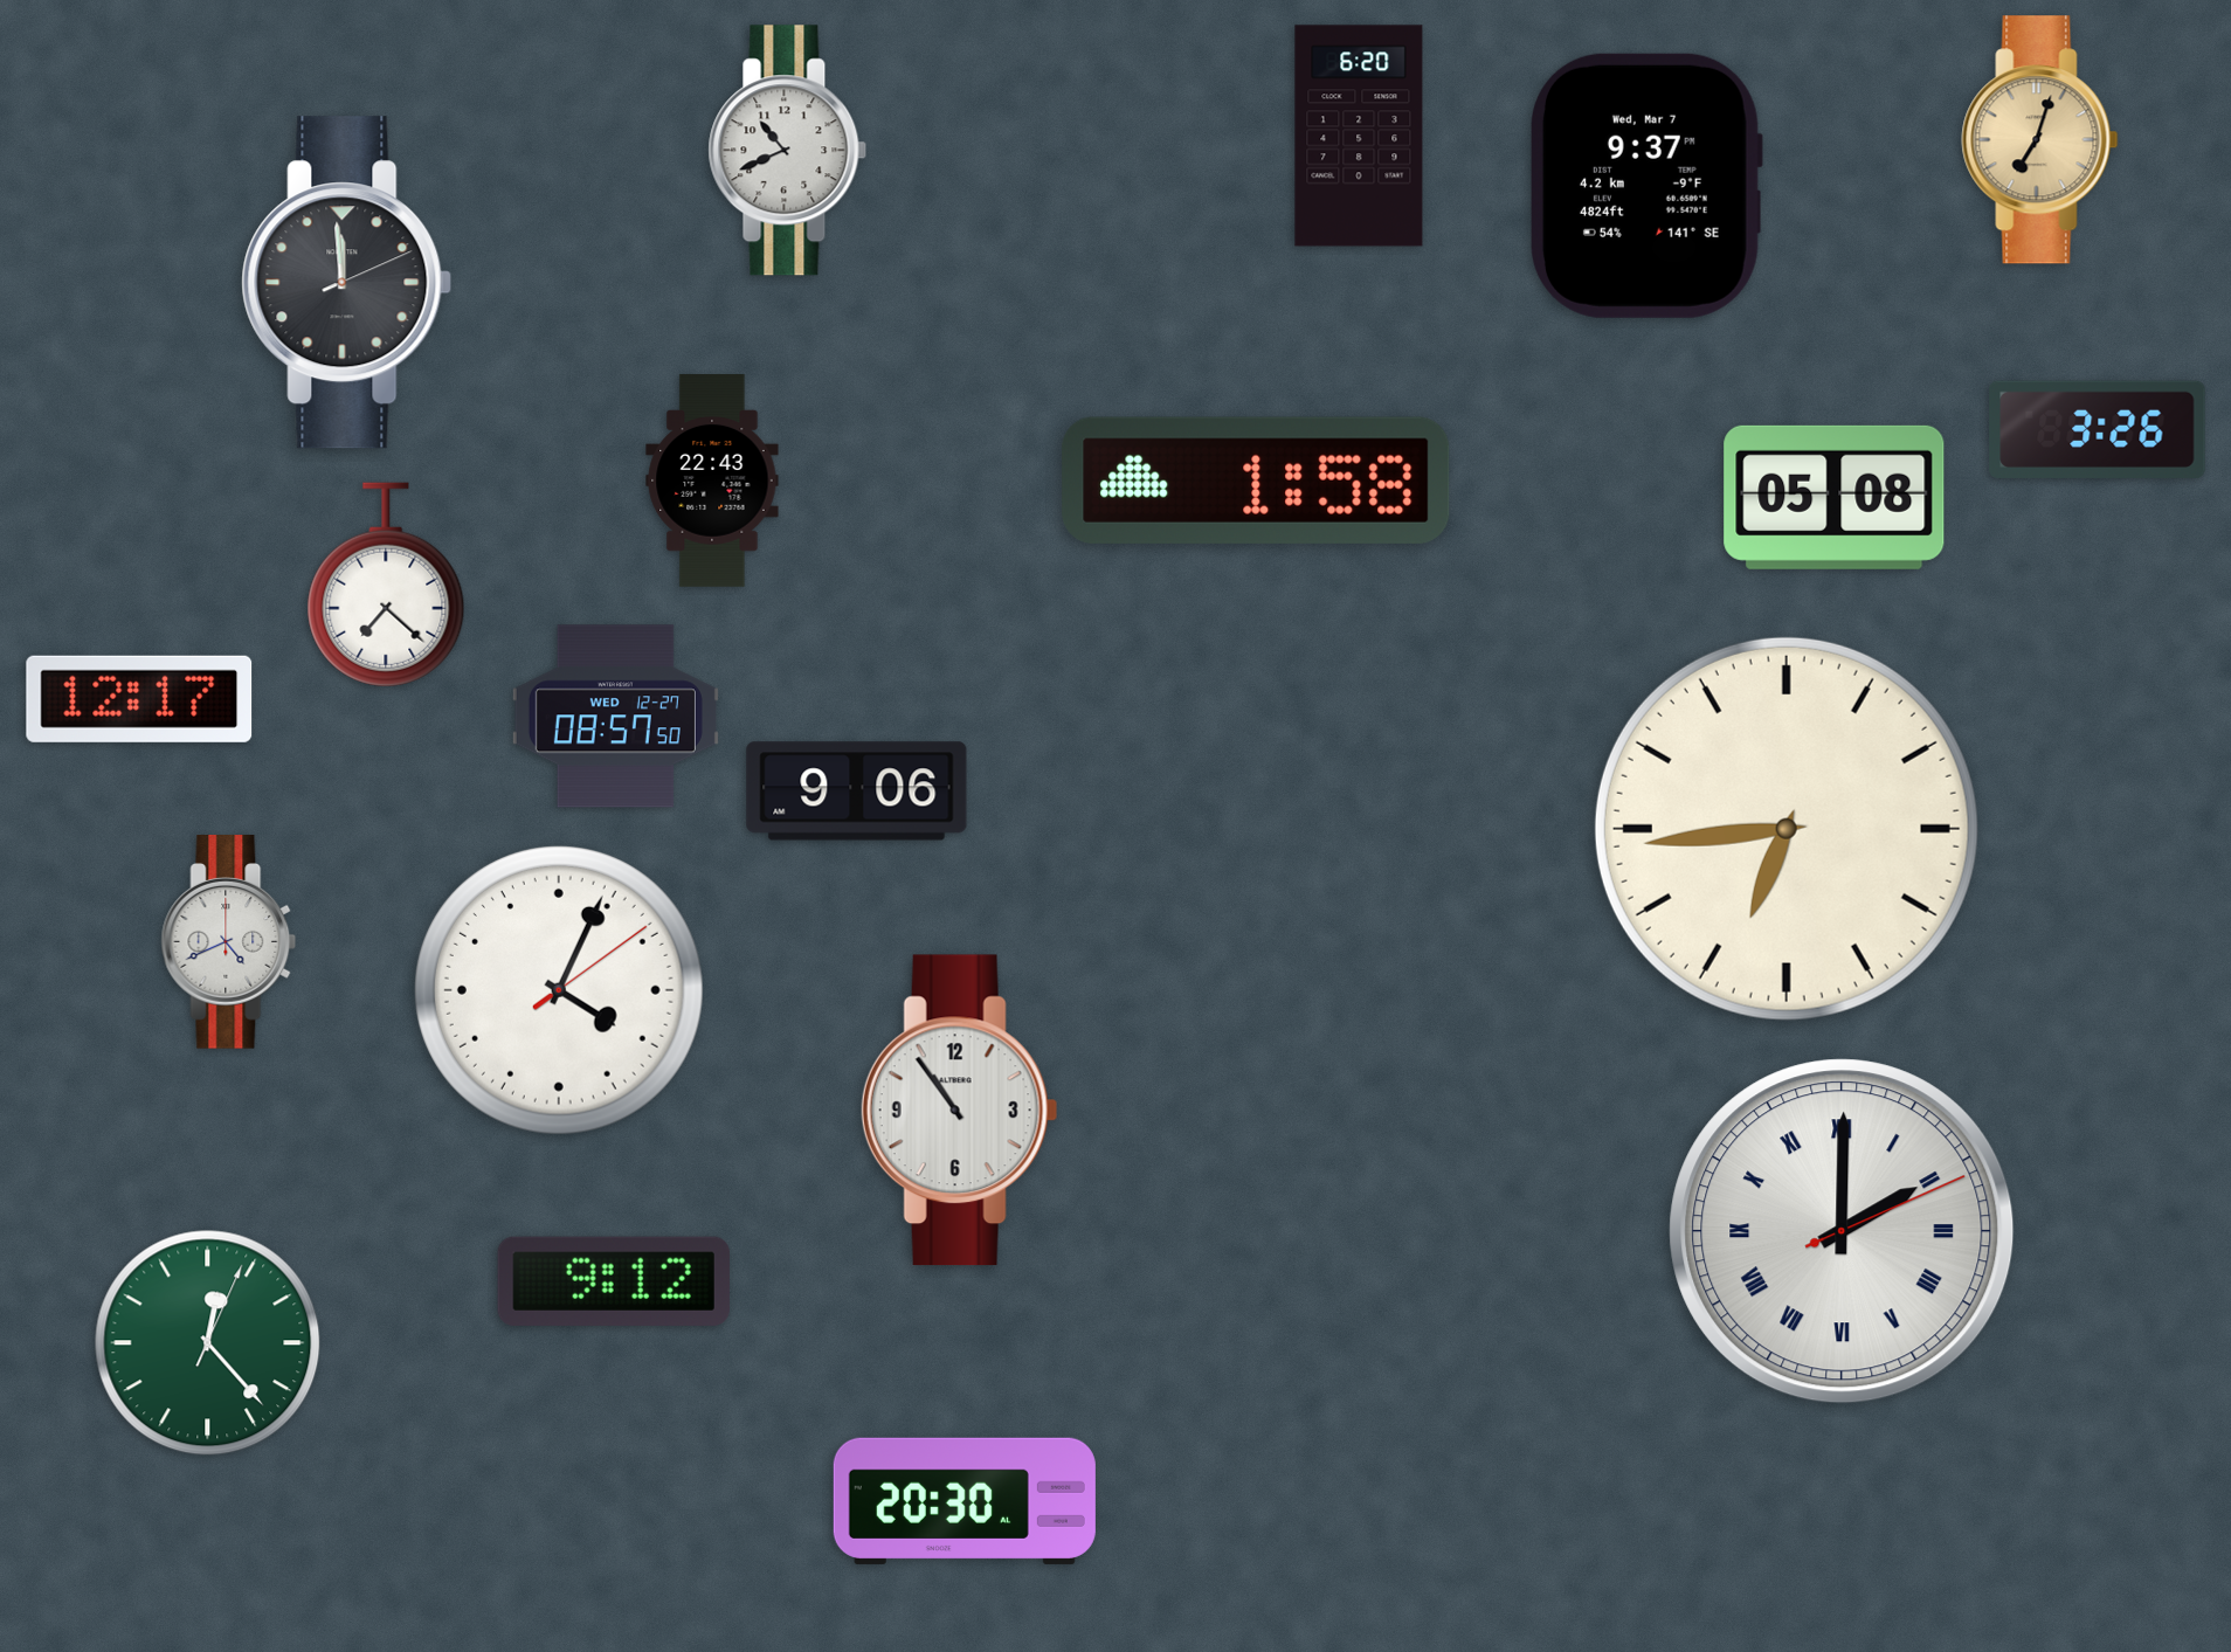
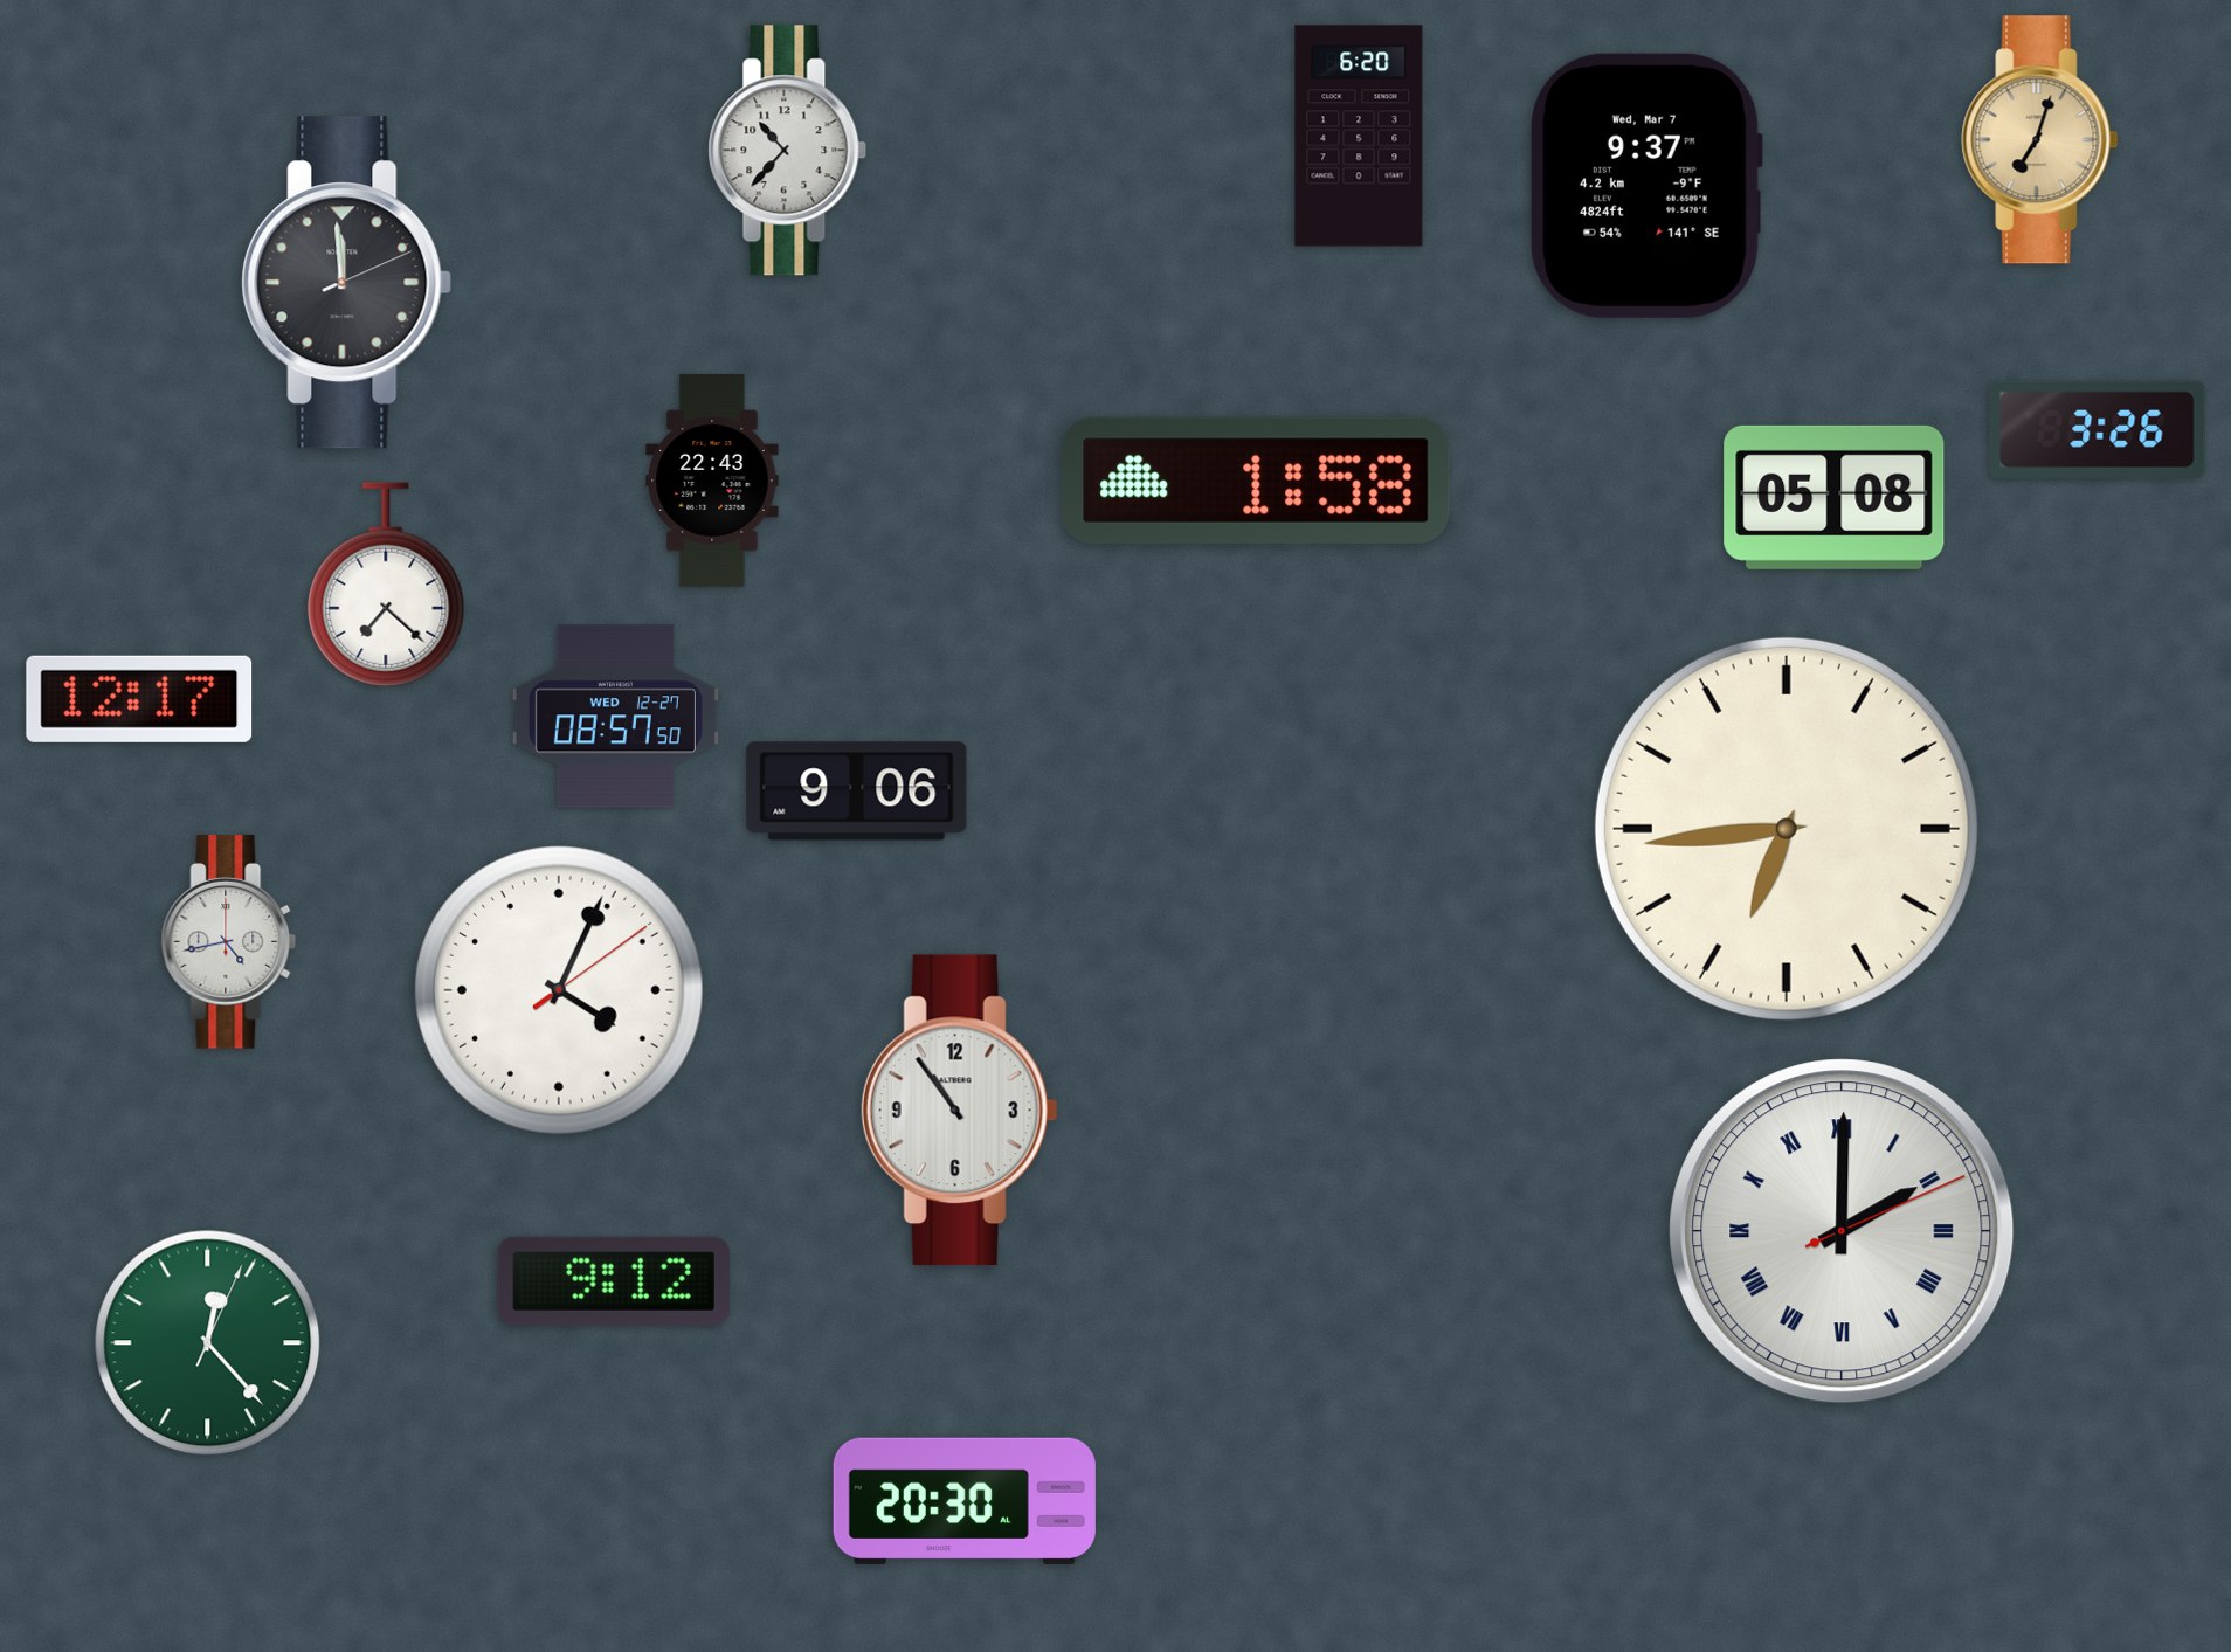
clock at (788, 151): 10:41 -> 10:37
clock at (229, 942): 4:41 -> 4:43
